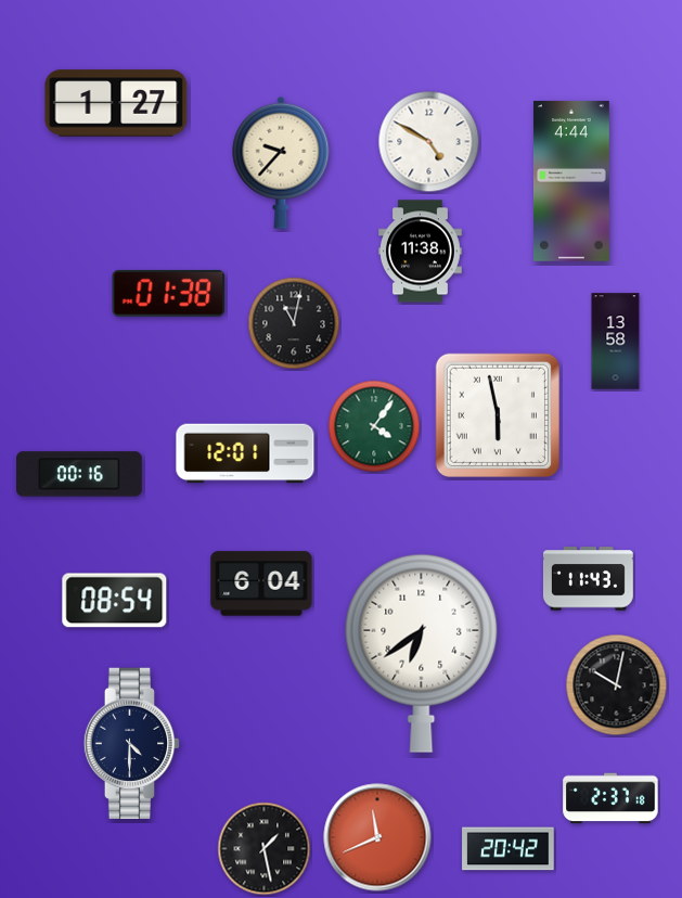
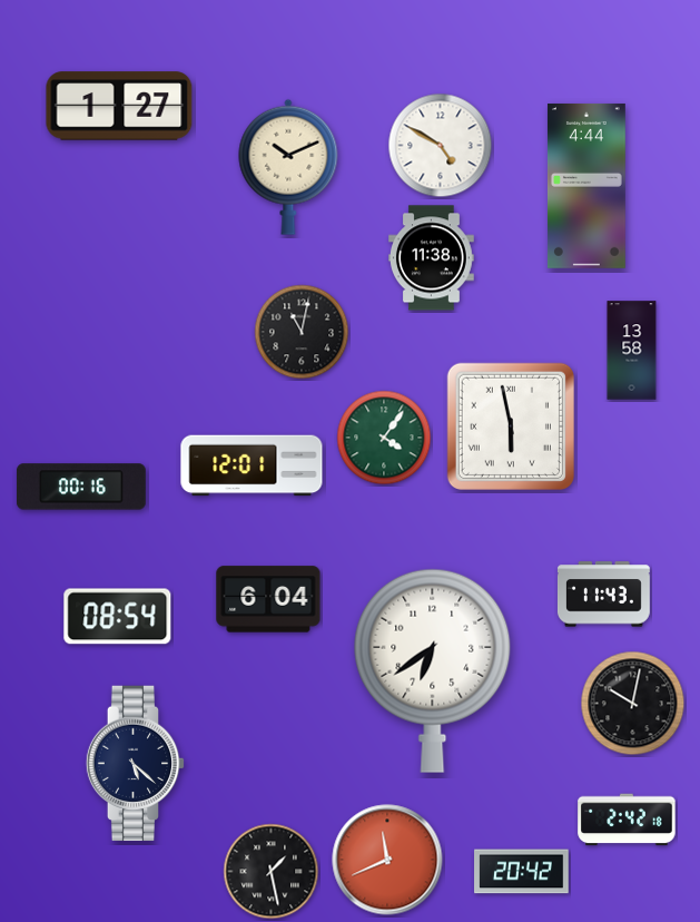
clock at (281, 163): 9:37 -> 10:11
clock at (169, 293): 01:38 -> none
clock at (132, 744): 4:30 -> 5:22
clock at (610, 798): 2:37 -> 2:42
